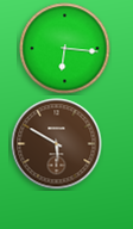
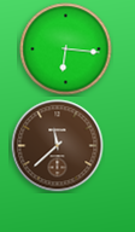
clock at (57, 144): 5:50 -> 11:38
